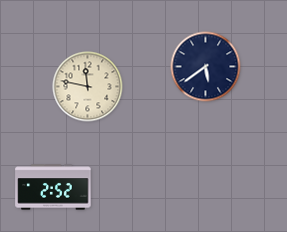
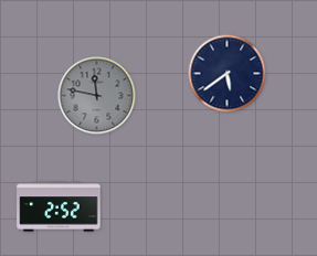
clock at (88, 87) dial: cream -> grey
